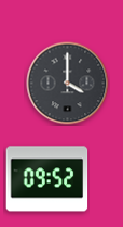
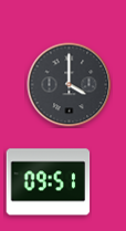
clock at (47, 179): 09:52 -> 09:51
